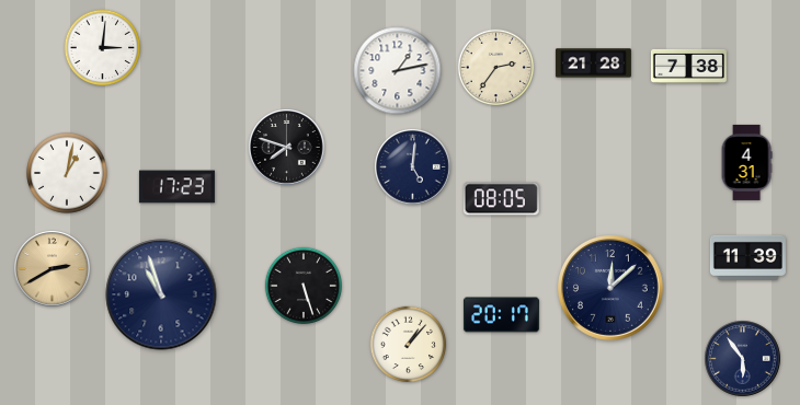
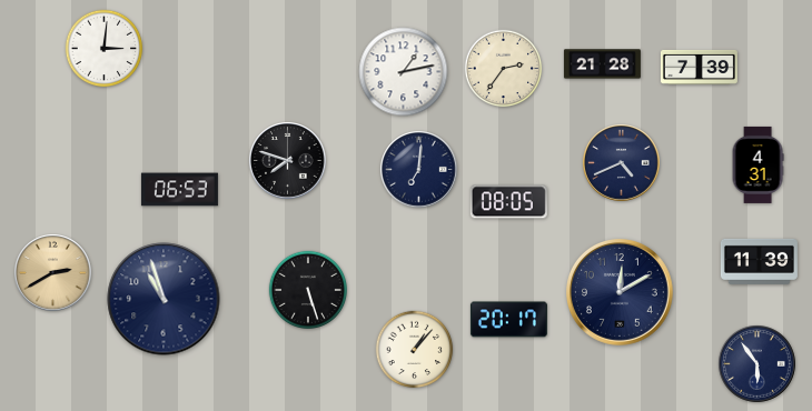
clock at (688, 66): 7:38 -> 7:39
clock at (287, 148) position: (287, 148) -> (288, 161)
clock at (622, 163): none -> 4:41
clock at (413, 167): 5:01 -> 7:01
clock at (68, 174): 1:02 -> none
clock at (176, 187): 17:23 -> 06:53
clock at (612, 289): 12:08 -> 12:10
clock at (743, 359) position: (743, 359) -> (757, 364)
